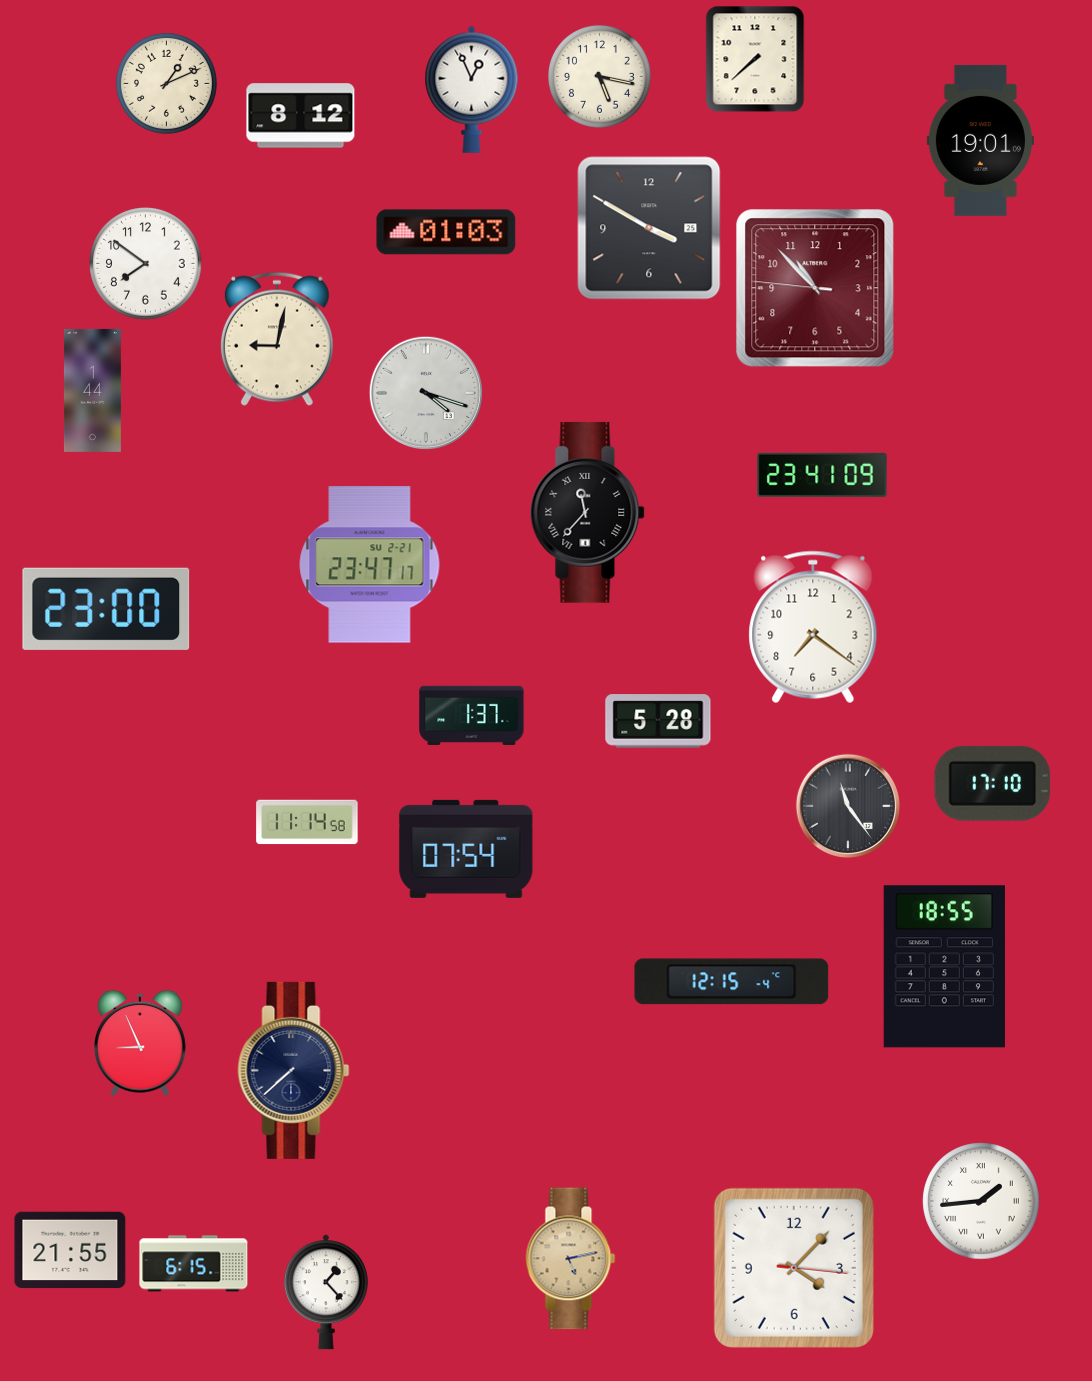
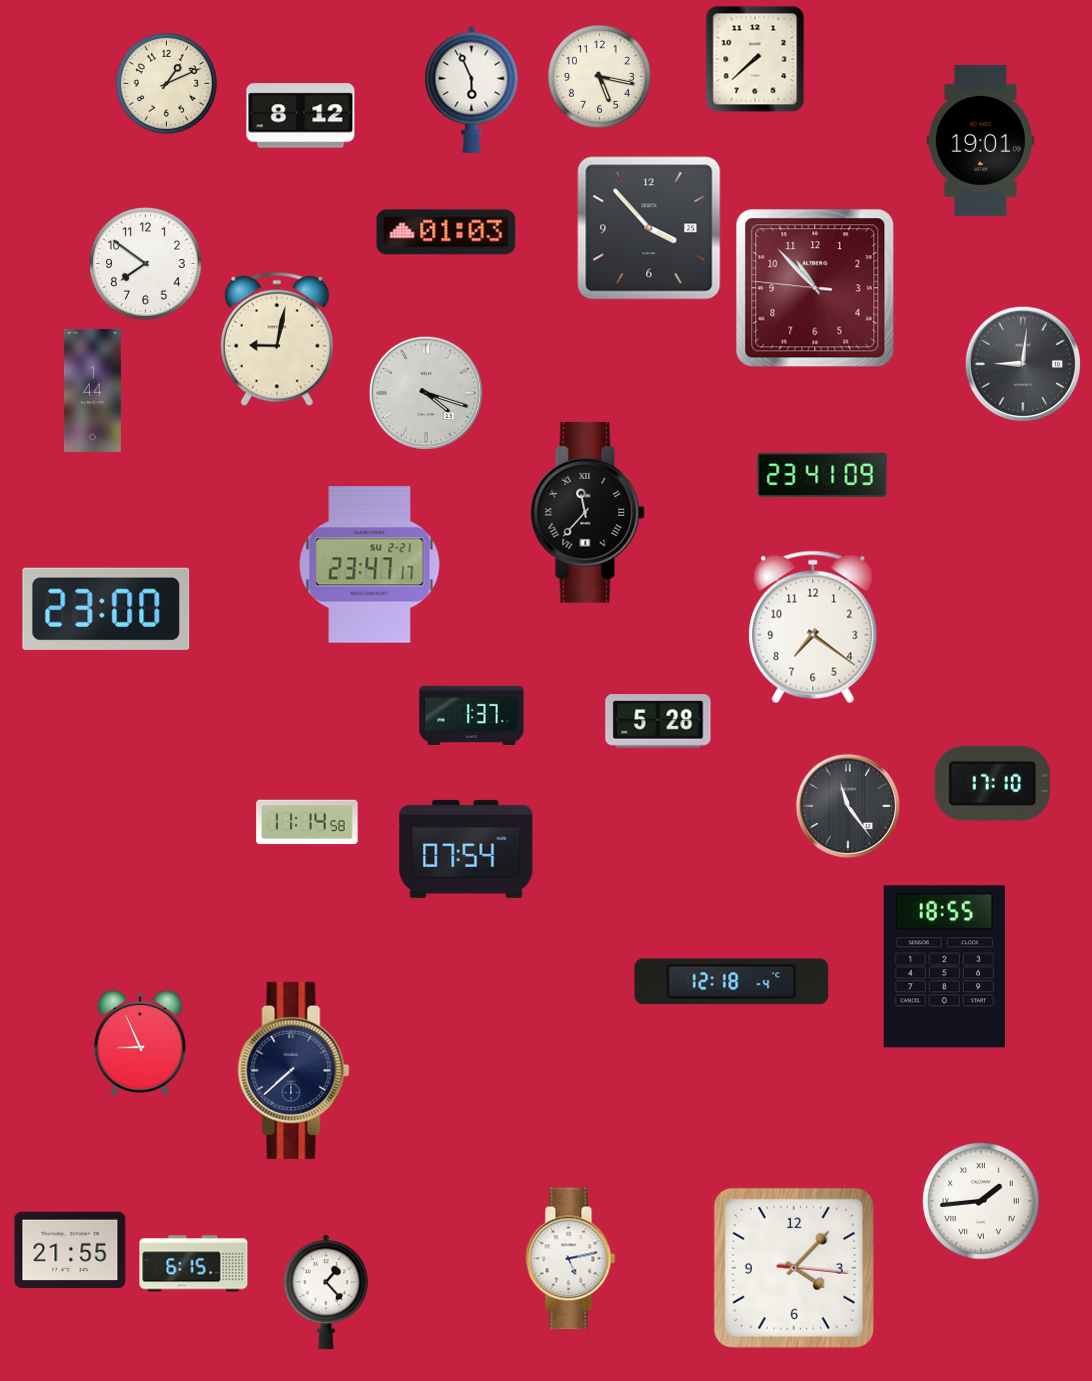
clock at (472, 89): 12:56 -> 5:56
clock at (649, 228): 3:50 -> 3:53
clock at (1022, 363): none -> 9:01
clock at (732, 982): 12:15 -> 12:18
clock at (571, 1259) dial: champagne -> white
